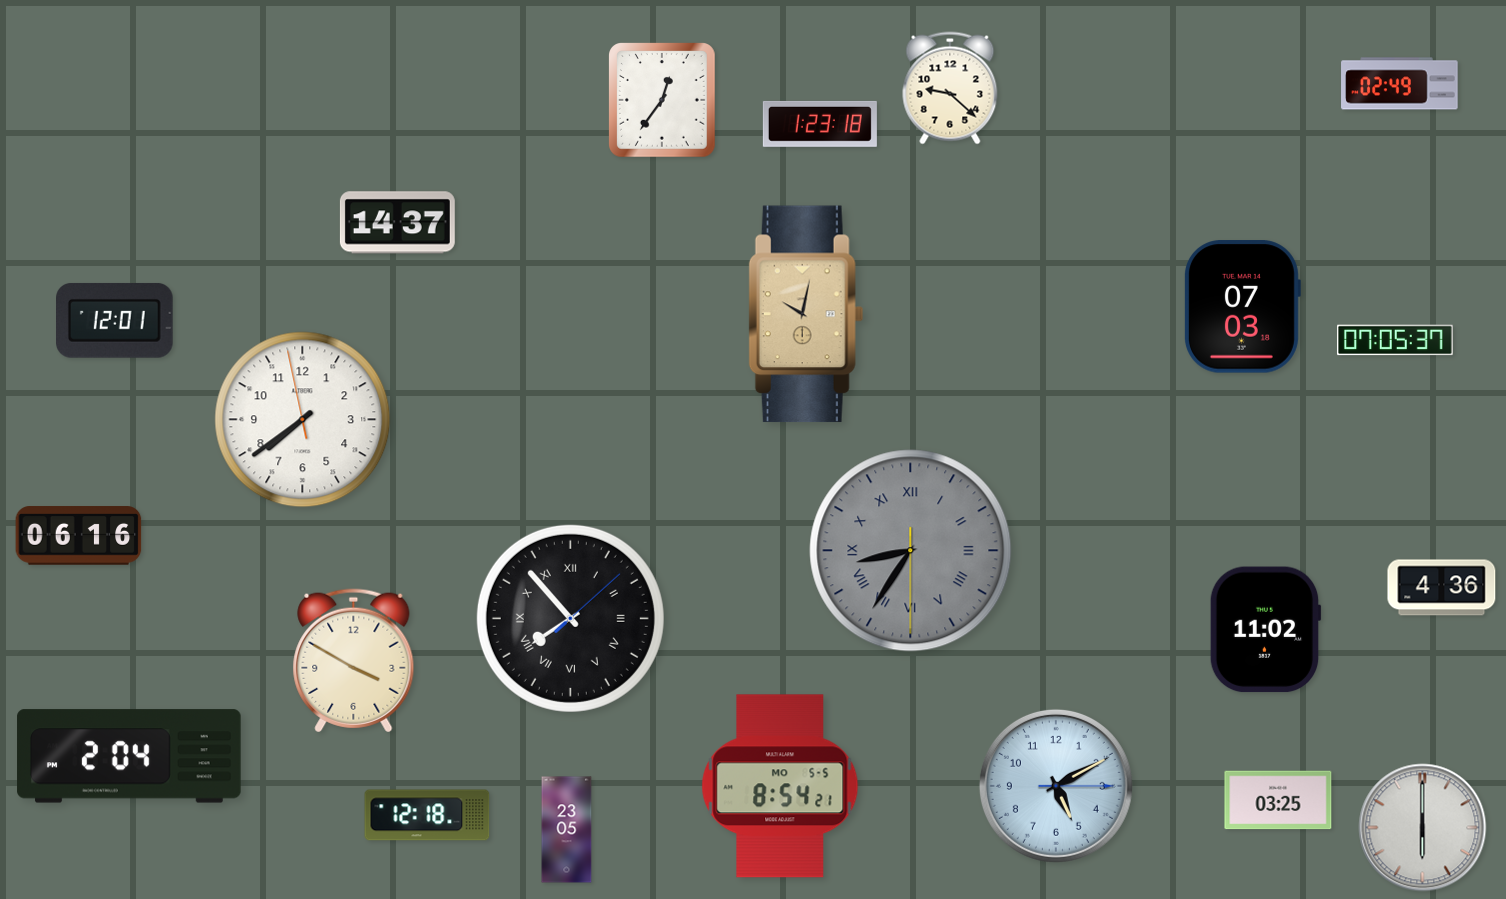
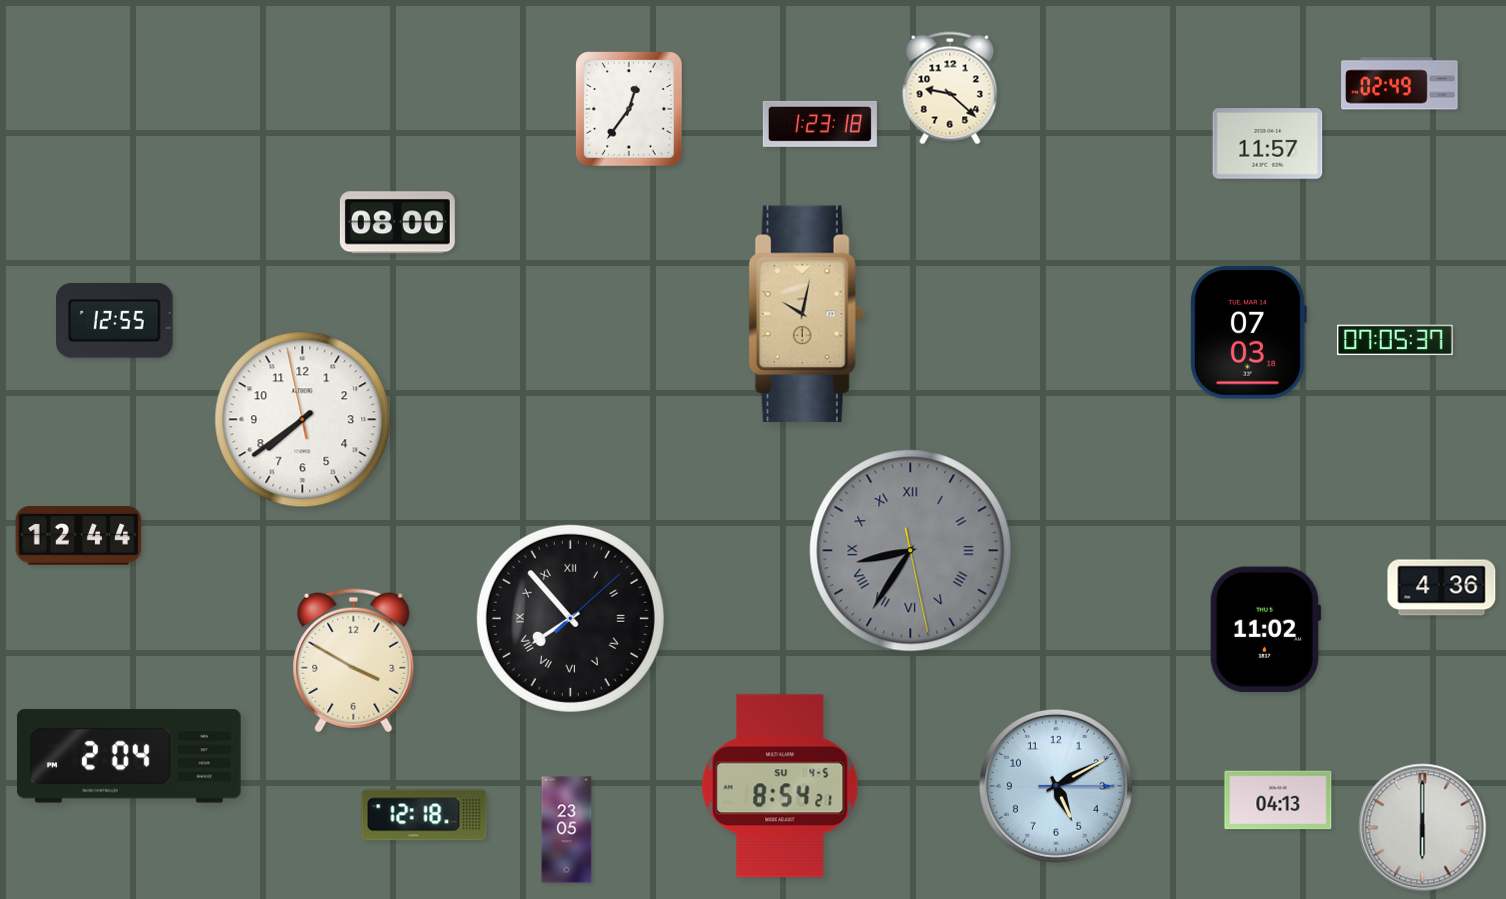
clock at (663, 101) position: (663, 101) -> (630, 110)
clock at (1268, 144): none -> 11:57
clock at (397, 223): 14:37 -> 08:00
clock at (1242, 307) position: (1242, 307) -> (1248, 333)
clock at (115, 320): 12:01 -> 12:55
clock at (79, 536): 06:16 -> 12:44
clock at (911, 551): 8:35:30 -> 8:35:28
clock at (780, 786) date: MO 5-5 -> SU 4-5
clock at (1278, 800): 03:25 -> 04:13
clock at (427, 815) position: (427, 815) -> (424, 815)
